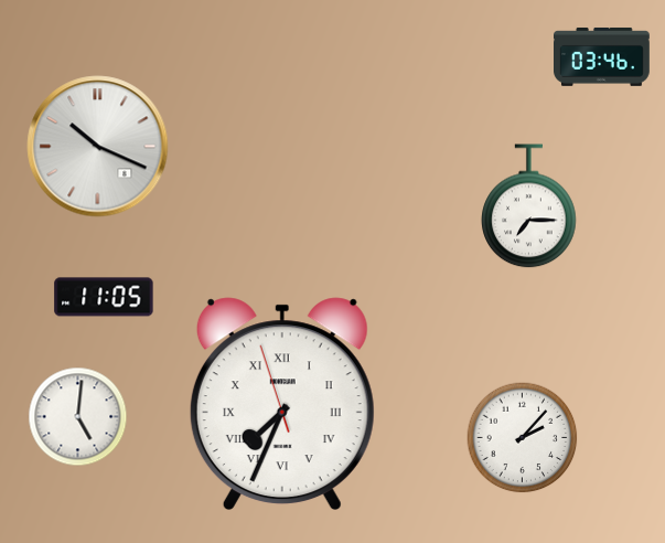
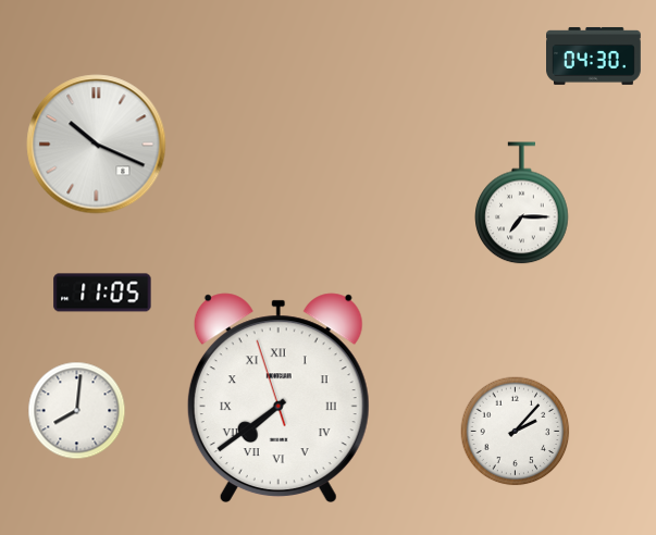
clock at (602, 56): 03:46 -> 04:30
clock at (282, 403): 7:33 -> 7:38
clock at (78, 417): 5:01 -> 8:01
